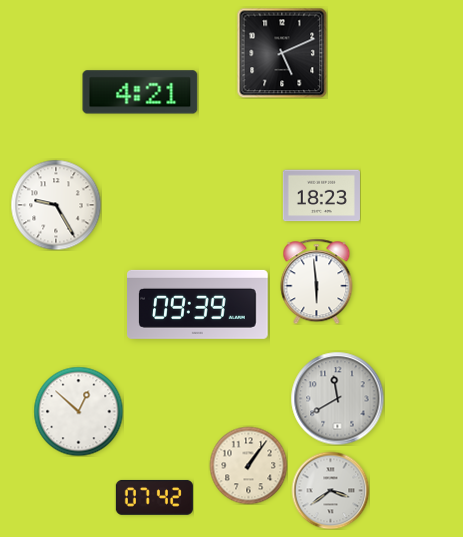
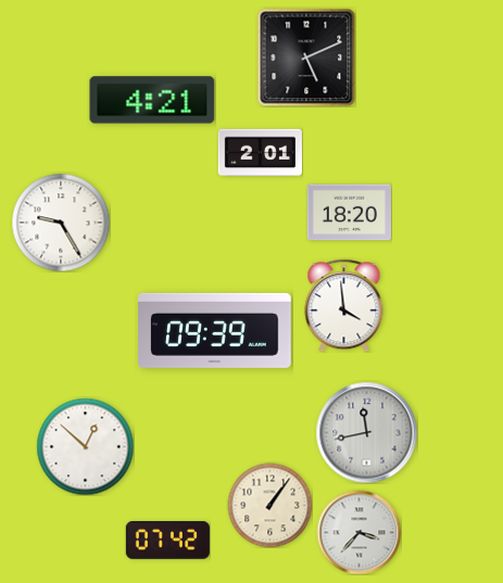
clock at (260, 153): none -> 2:01
clock at (321, 196): 18:23 -> 18:20
clock at (317, 281): 5:59 -> 3:59
clock at (337, 398): 11:40 -> 11:43
clock at (330, 490): 3:39 -> 3:37
